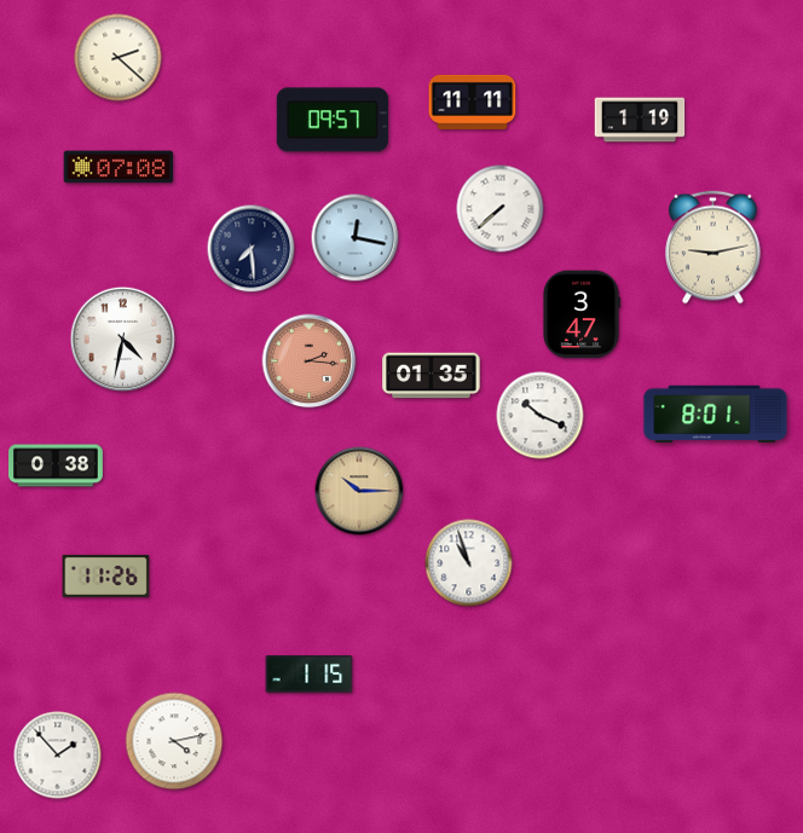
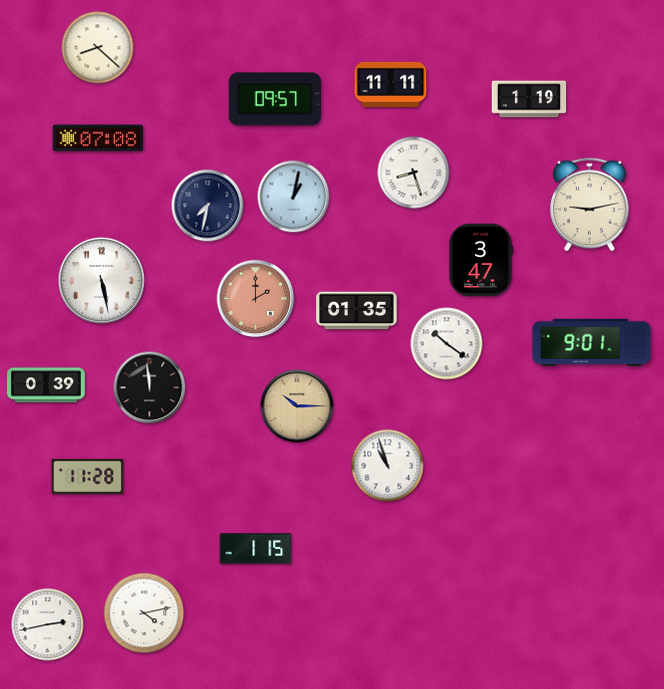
clock at (119, 58): 2:22 -> 8:22
clock at (501, 209): 7:38 -> 8:27
clock at (356, 238): 12:17 -> 1:02
clock at (252, 249): 7:29 -> 7:32
clock at (122, 339): 4:32 -> 5:28
clock at (310, 361): 2:16 -> 2:00
clock at (716, 415): 8:01 -> 9:01
clock at (541, 416): 10:19 -> 10:21
clock at (57, 465): 0:38 -> 0:39
clock at (150, 388): none -> 11:59
clock at (106, 575): 11:26 -> 11:28
clock at (310, 675) position: (310, 675) -> (256, 549)
clock at (58, 756): 1:53 -> 2:43
